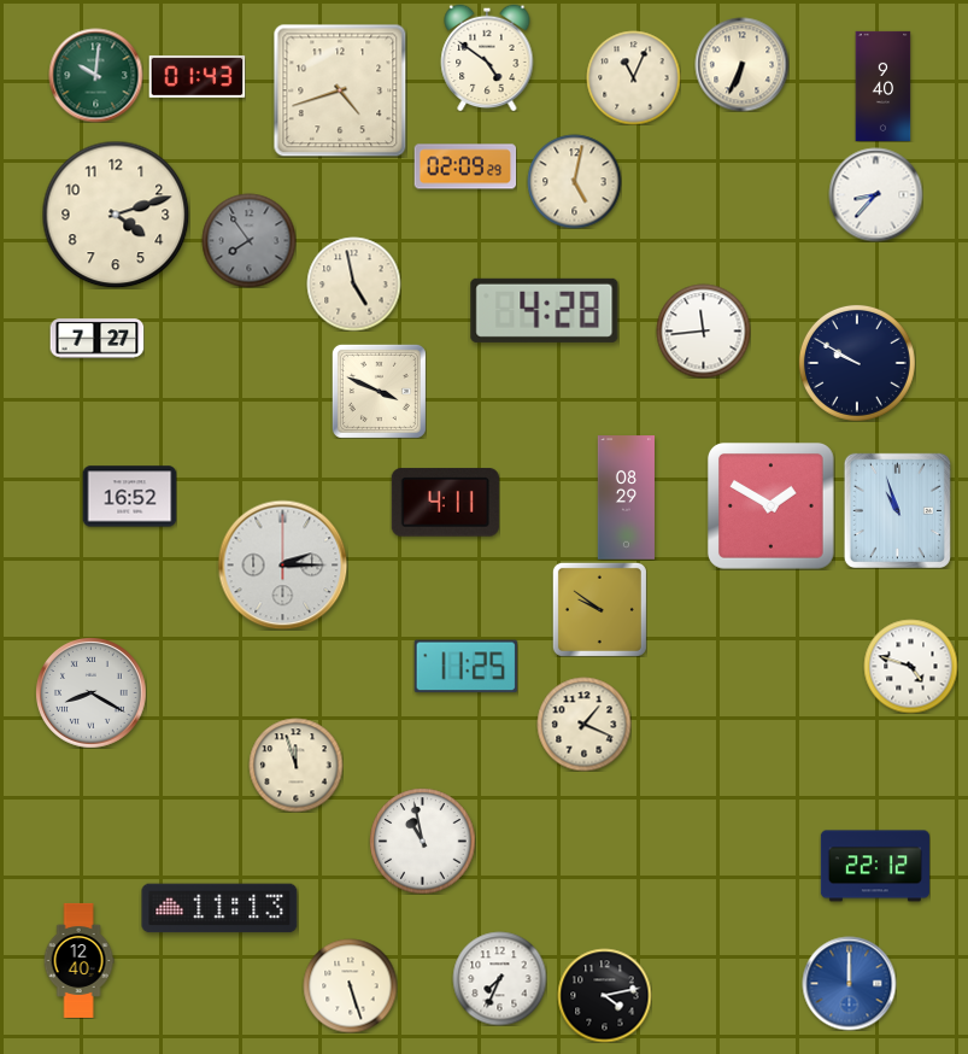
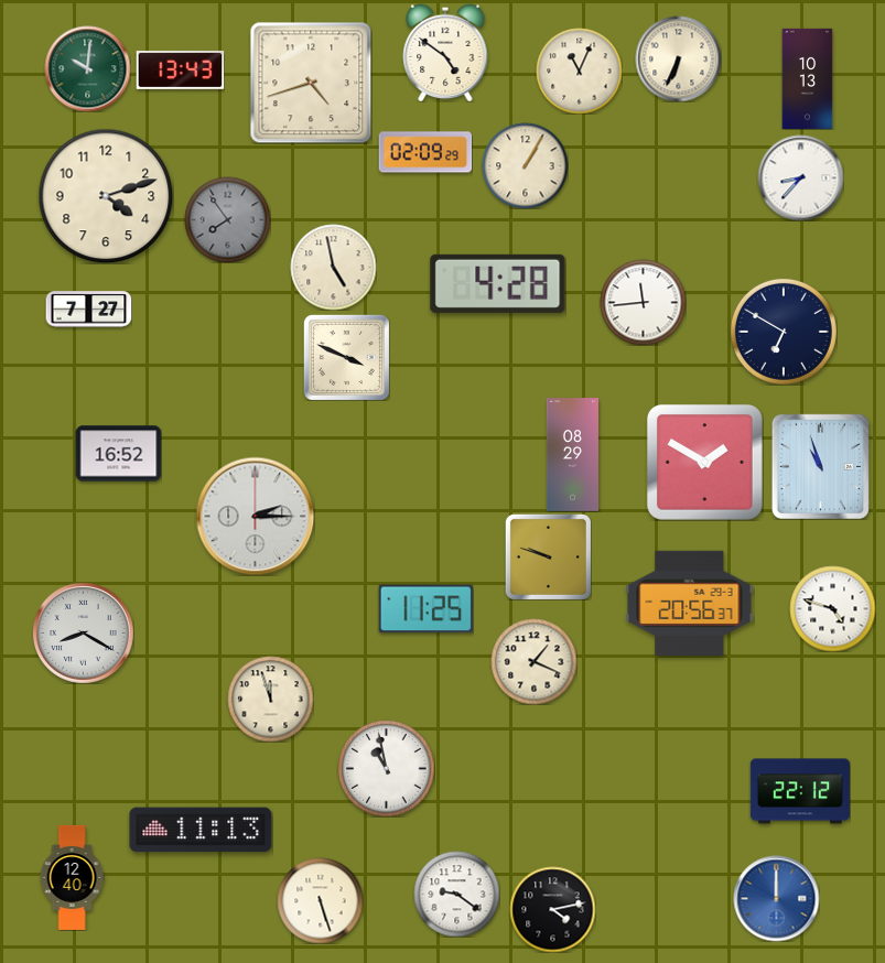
clock at (196, 76): 01:43 -> 13:43
clock at (884, 86): 9:40 -> 10:13
clock at (574, 181): 5:02 -> 1:05
clock at (353, 283) position: (353, 283) -> (333, 267)
clock at (857, 363): 9:50 -> 6:50
clock at (445, 503): 4:11 -> none
clock at (282, 564) position: (282, 564) -> (255, 516)
clock at (599, 609): 9:51 -> 9:48
clock at (690, 603): none -> 20:56
clock at (499, 978): 7:34 -> 9:21
